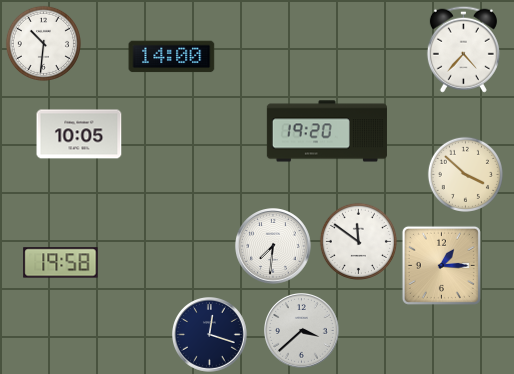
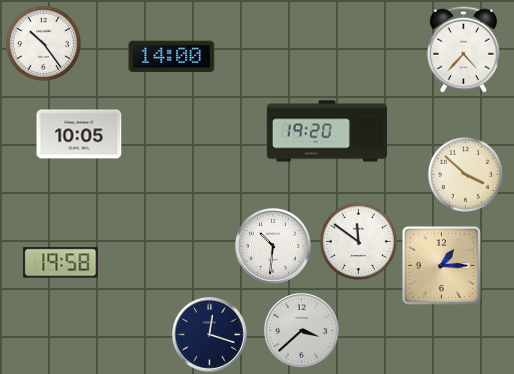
clock at (43, 43): 10:31 -> 10:24
clock at (274, 247): 7:31 -> 10:31
